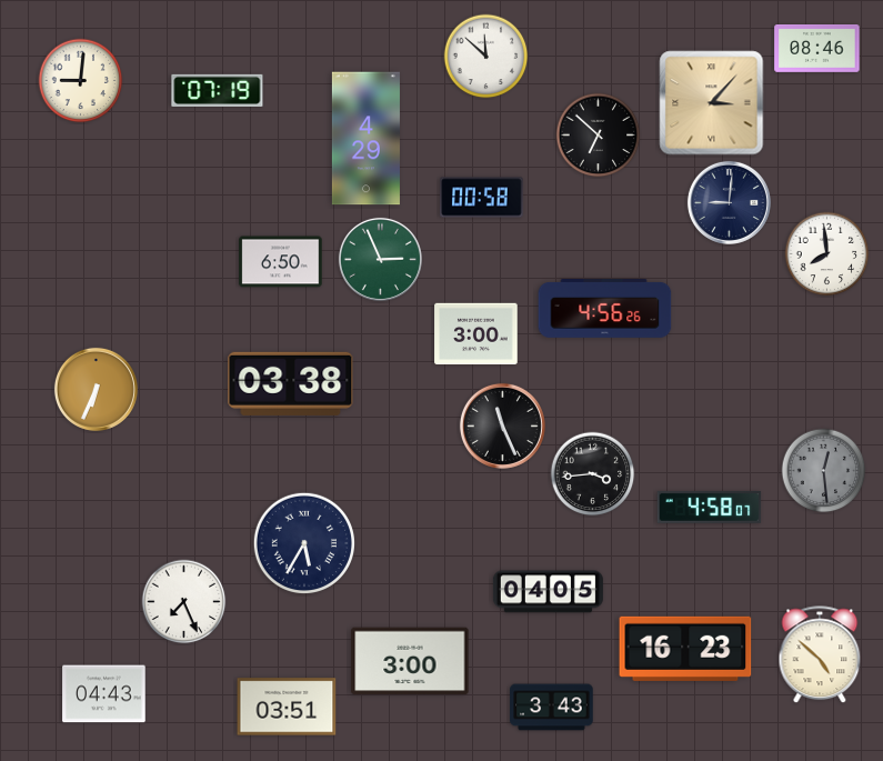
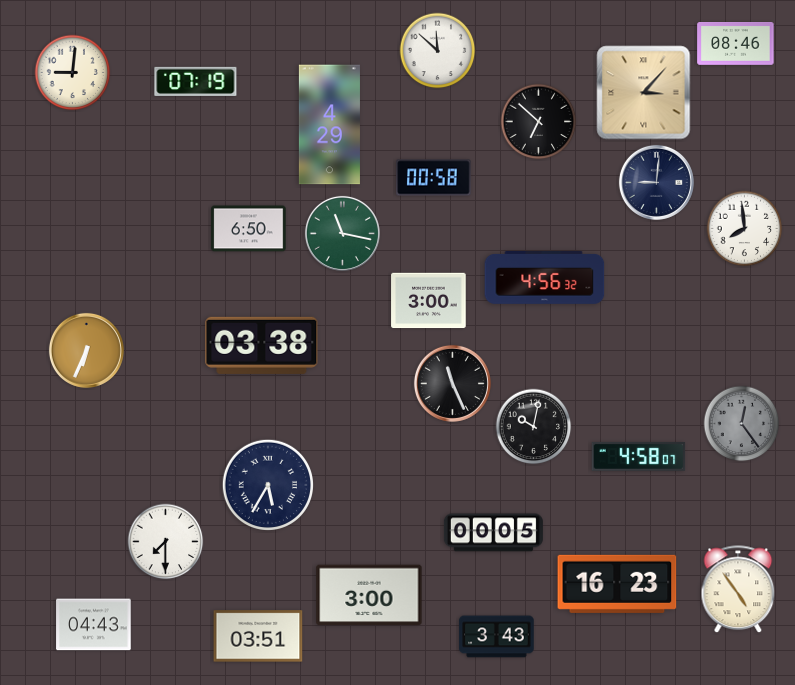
clock at (712, 103) position: (712, 103) -> (644, 93)
clock at (380, 259): 2:56 -> 11:17
clock at (281, 262) position: (281, 262) -> (249, 229)
clock at (605, 309): 4:56:26 -> 4:56:32
clock at (824, 471): 12:29 -> 12:24
clock at (593, 474): 3:44 -> 10:02
clock at (303, 542) position: (303, 542) -> (267, 484)
clock at (548, 592): 04:05 -> 00:05
clock at (184, 602): 7:26 -> 7:30
clock at (820, 655): 4:52 -> 4:54
